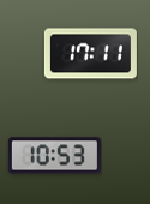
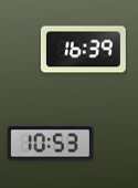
clock at (90, 54): 17:11 -> 16:39
